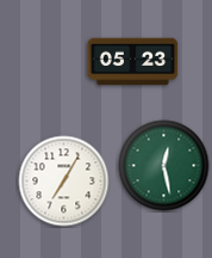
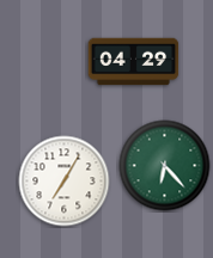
clock at (133, 62): 05:23 -> 04:29
clock at (164, 166): 12:28 -> 6:23
